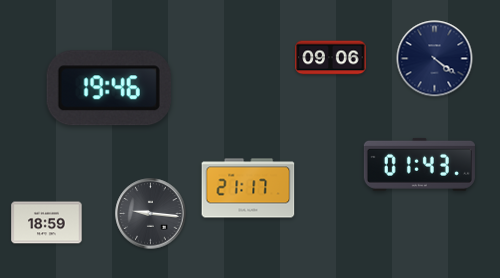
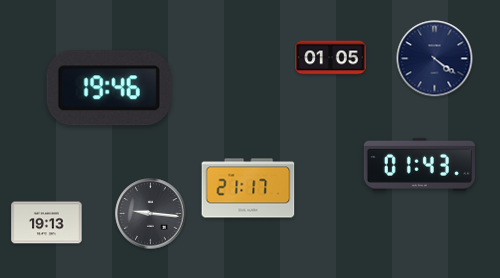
clock at (331, 58): 09:06 -> 01:05
clock at (47, 223): 18:59 -> 19:13
